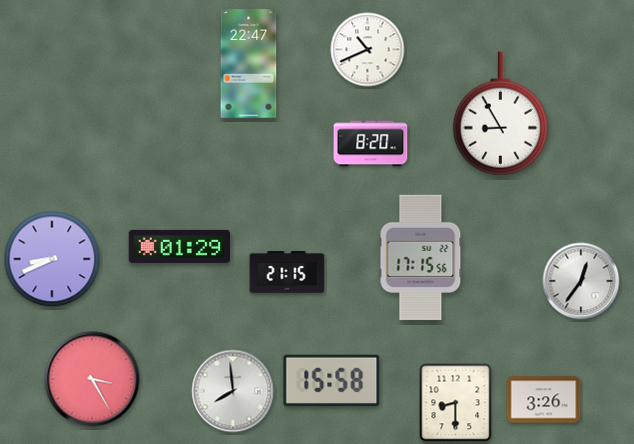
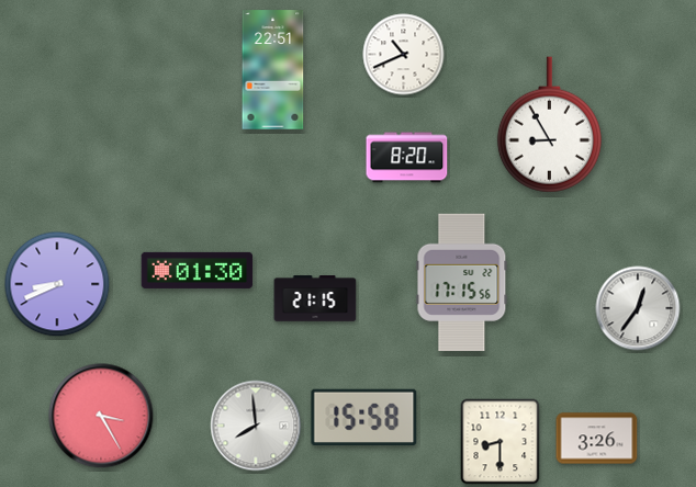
clock at (249, 64): 22:47 -> 22:51
clock at (180, 246): 01:29 -> 01:30
clock at (233, 391) position: (233, 391) -> (256, 426)
